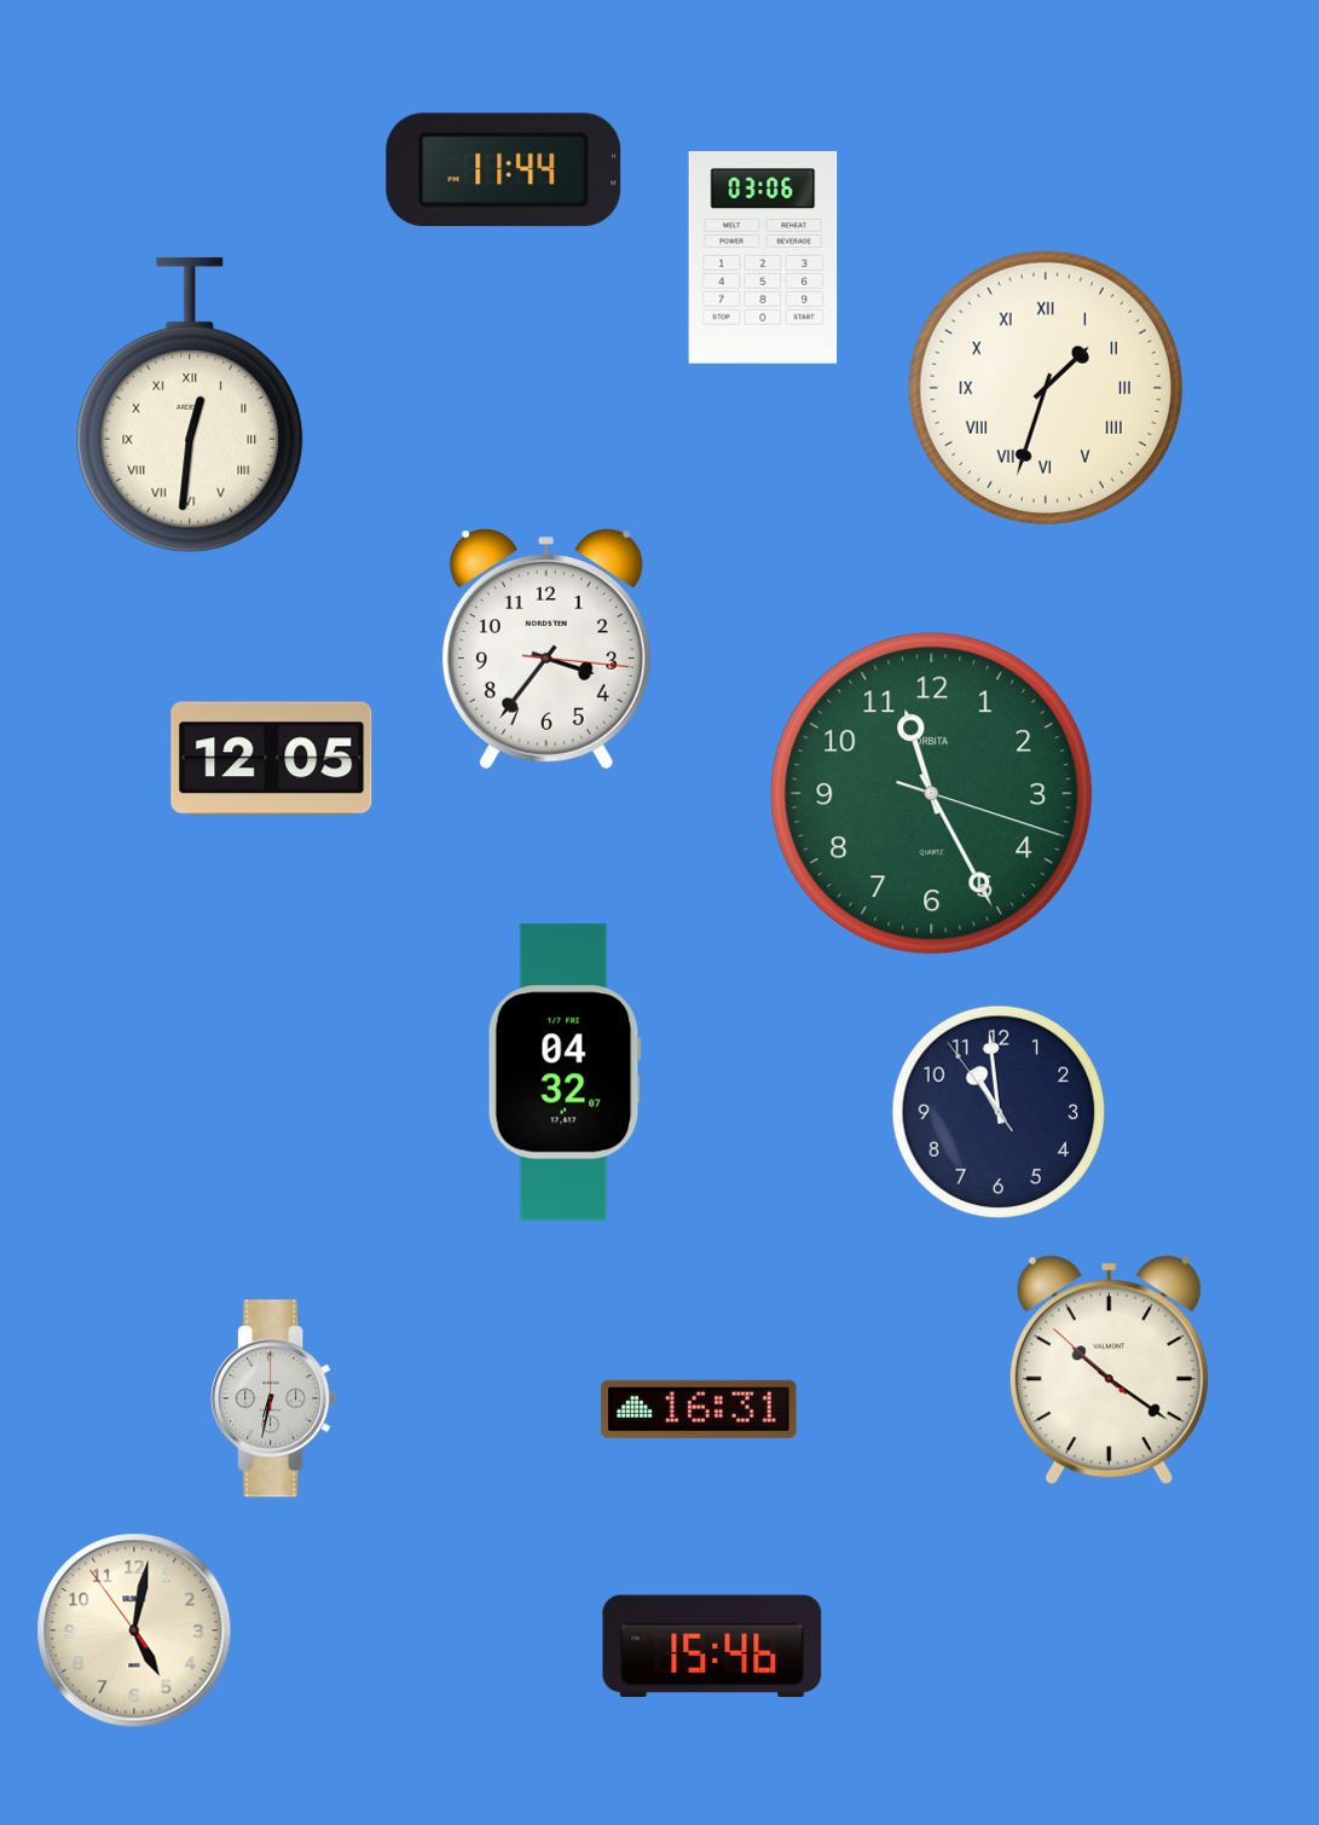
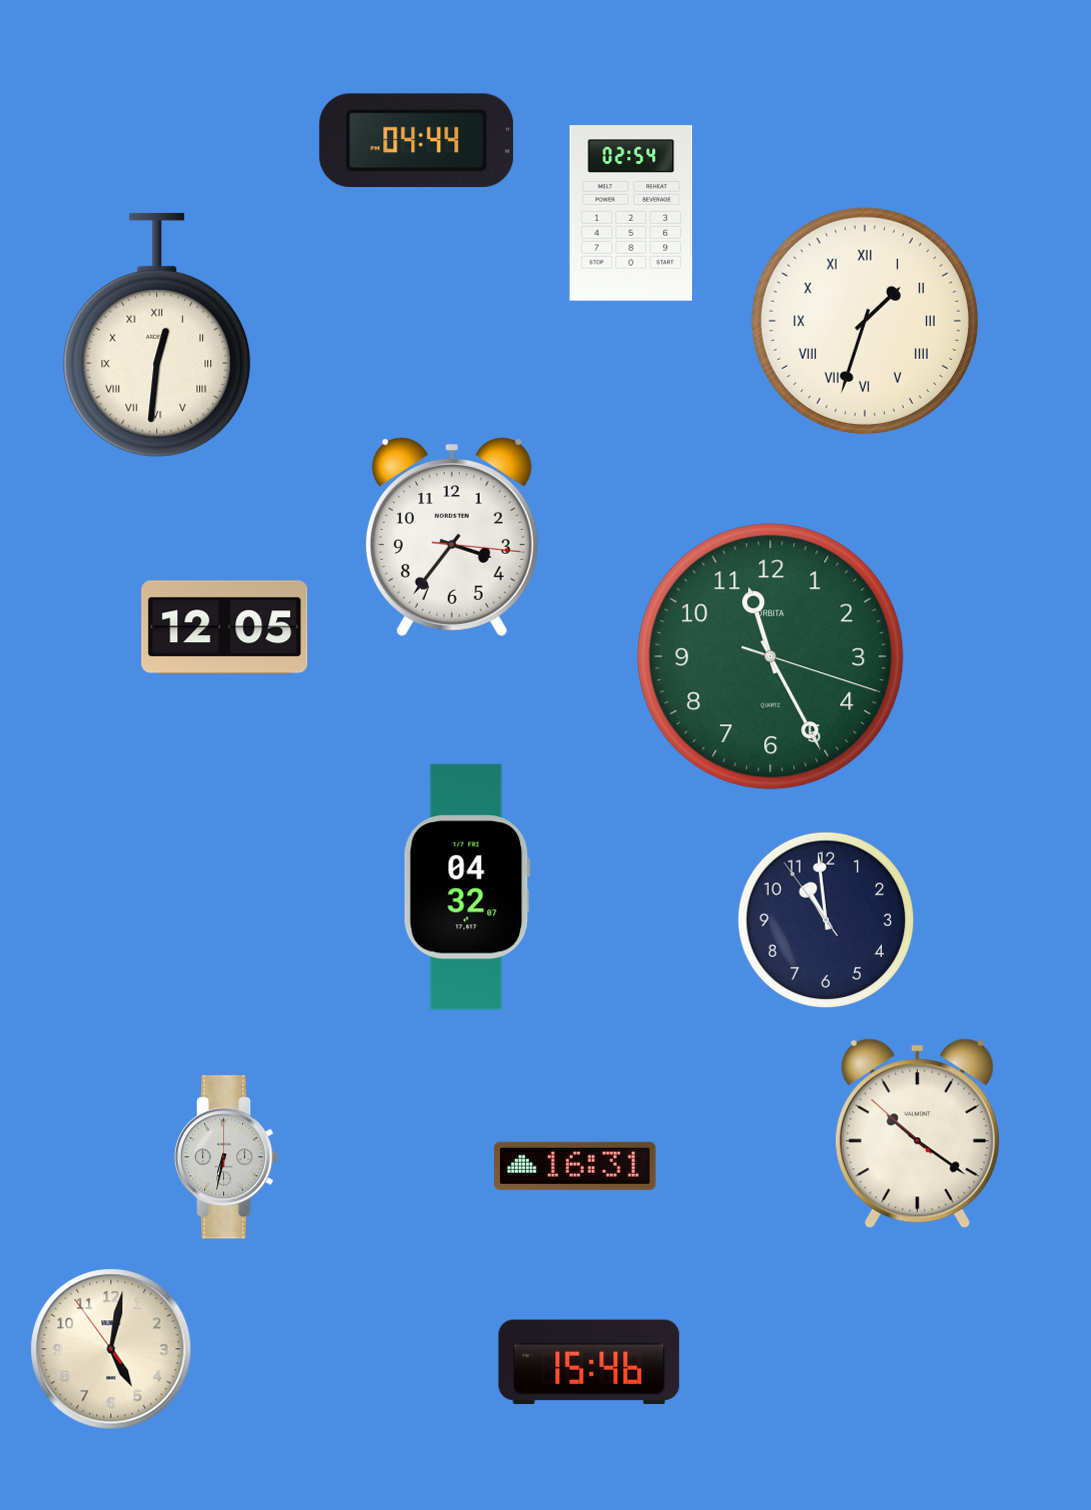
clock at (504, 170): 11:44 -> 04:44
clock at (763, 257): 03:06 -> 02:54
clock at (699, 1409) position: (699, 1409) -> (575, 1166)
